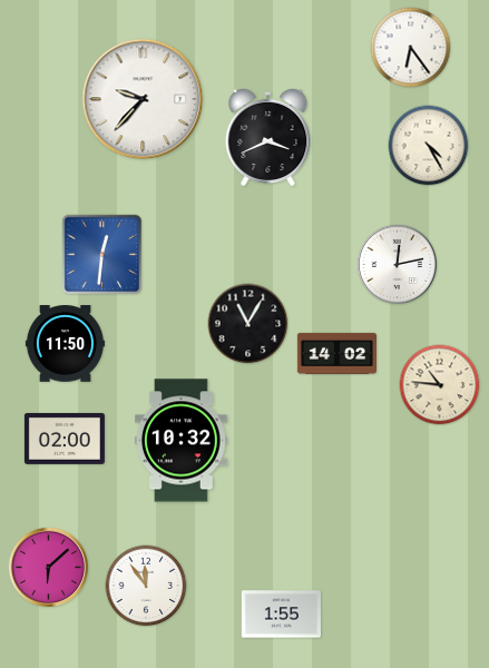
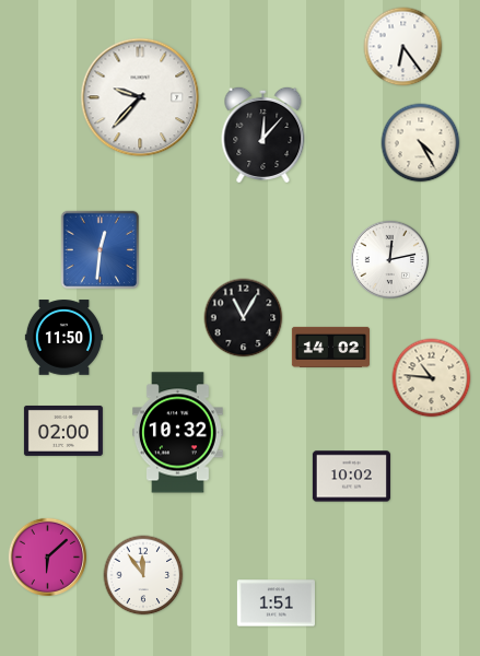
clock at (268, 137): 3:41 -> 12:07
clock at (351, 477): none -> 10:02
clock at (281, 615): 1:55 -> 1:51
